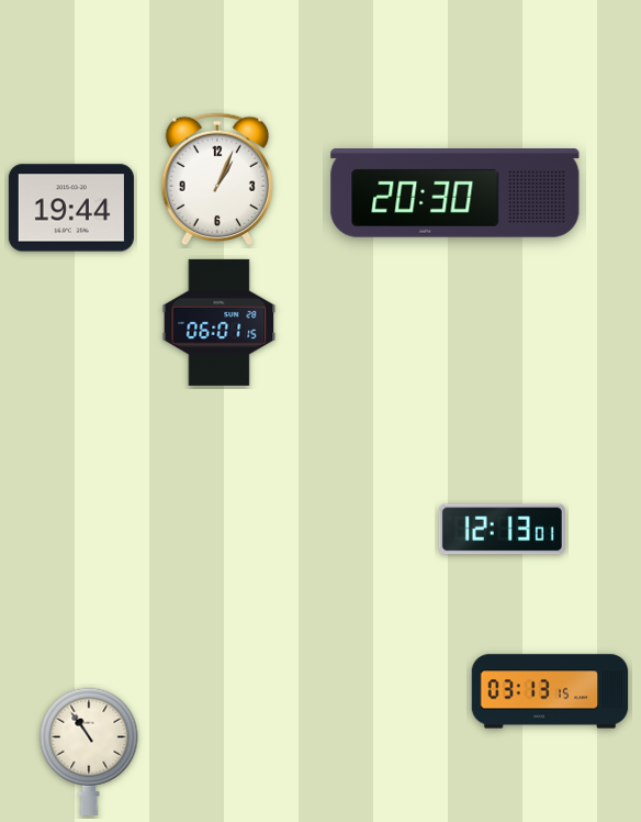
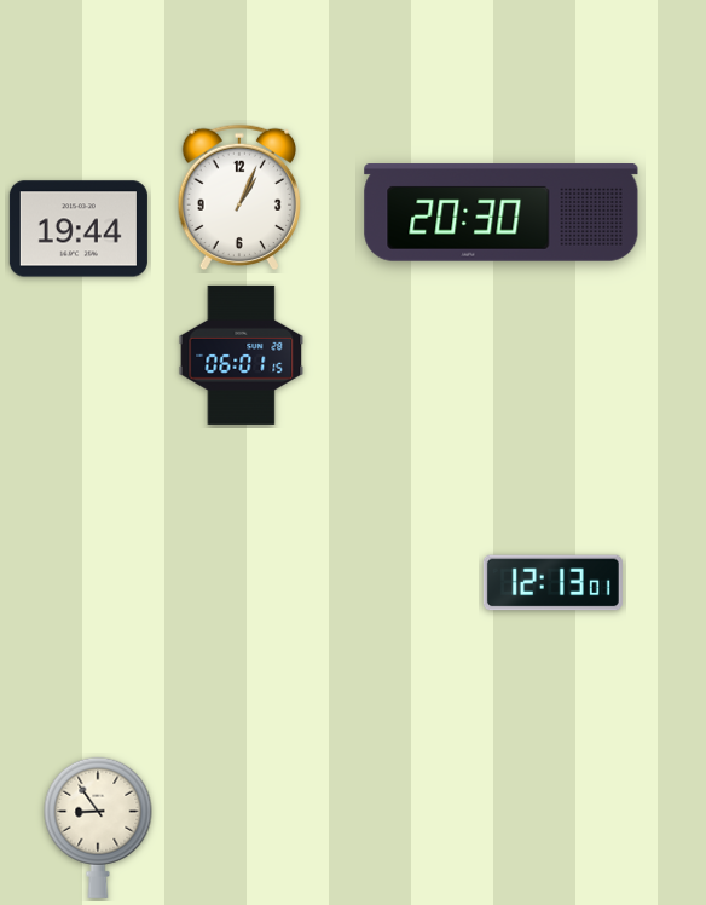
clock at (550, 691): 03:13 -> none
clock at (89, 752): 10:54 -> 8:54
